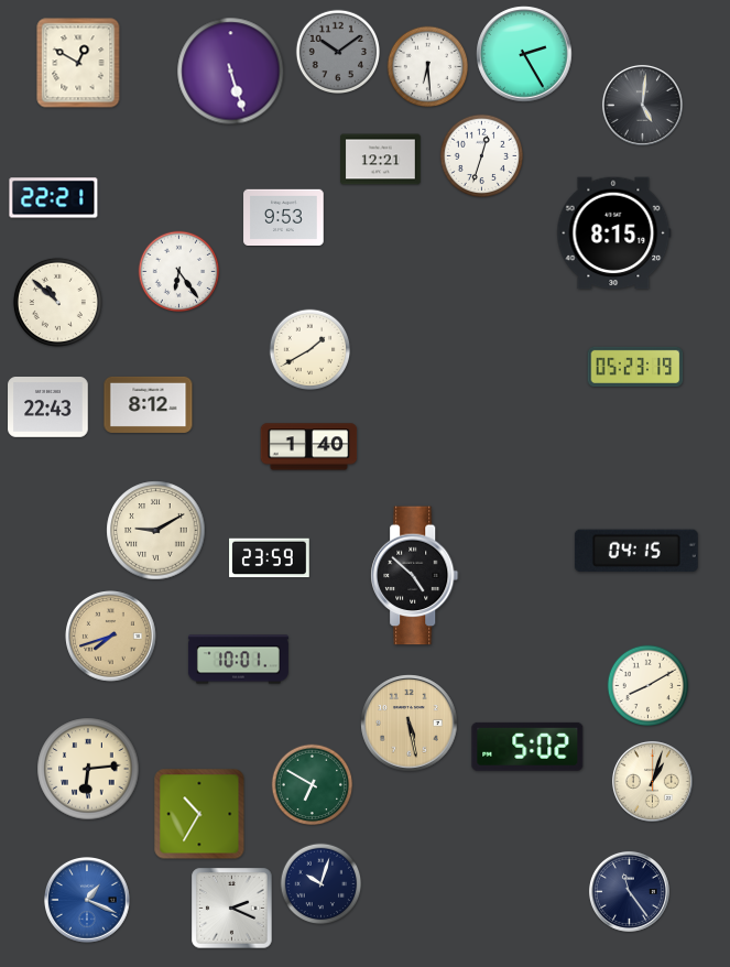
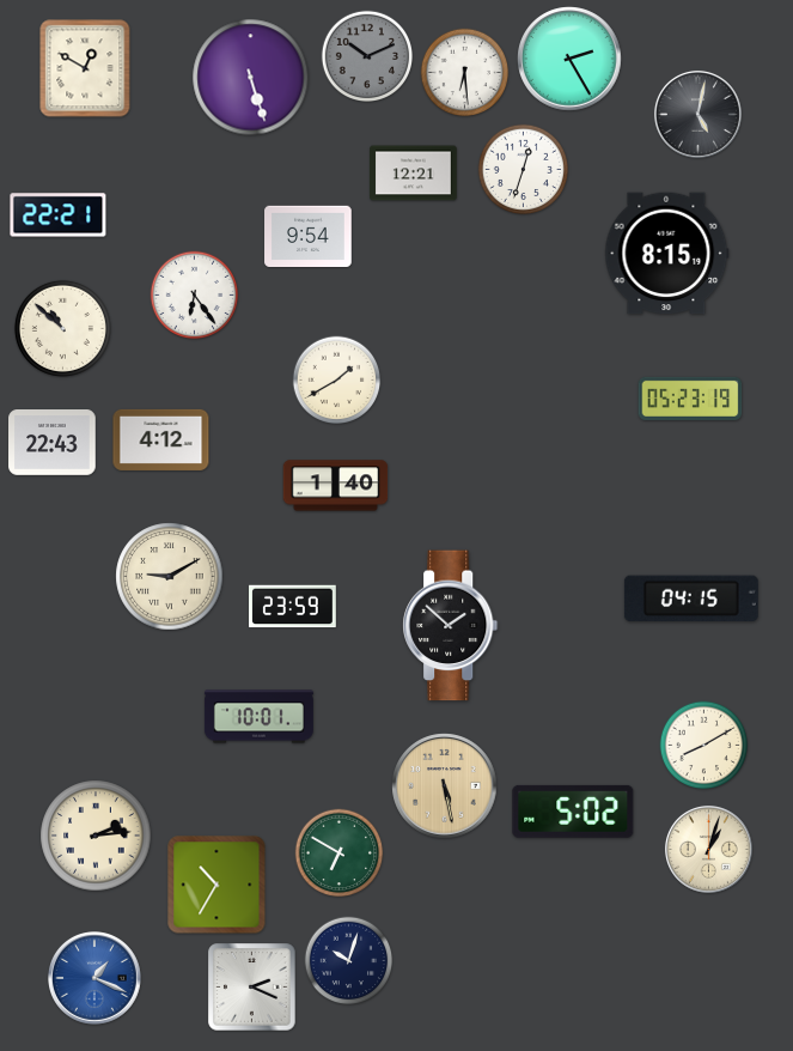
clock at (337, 51): 10:09 -> 10:11
clock at (642, 105): 5:01 -> 5:02
clock at (284, 218): 9:53 -> 9:54
clock at (149, 404): 8:12 -> 4:12
clock at (415, 576): 4:52 -> 1:52
clock at (111, 637): 7:42 -> none
clock at (88, 769): 6:14 -> 2:14
clock at (629, 891): 11:24 -> none
